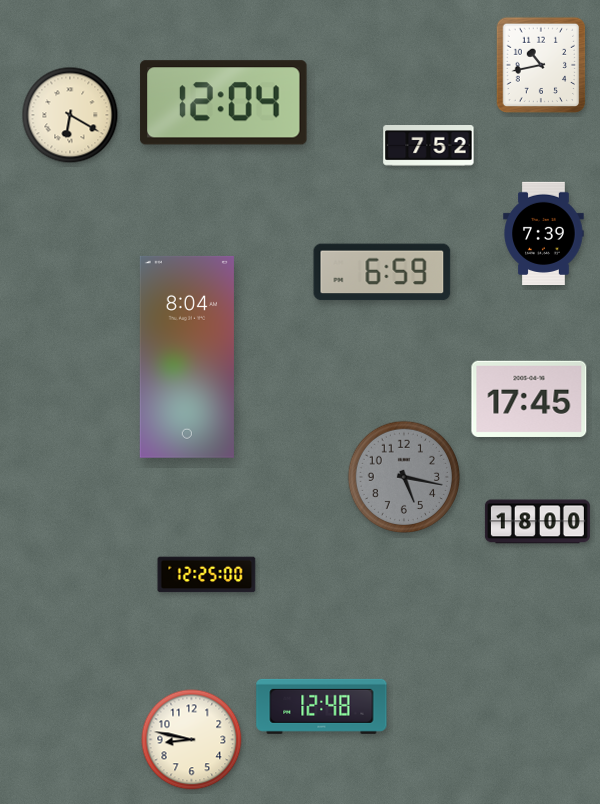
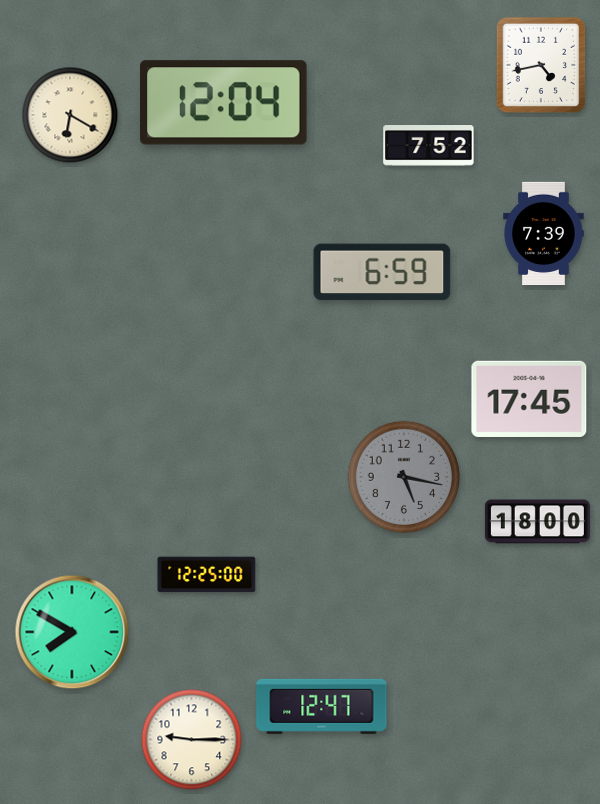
clock at (541, 65): 10:43 -> 4:43
clock at (187, 357): 8:04 -> none
clock at (72, 632): none -> 7:50
clock at (322, 706): 12:48 -> 12:47
clock at (192, 740): 8:47 -> 9:15
